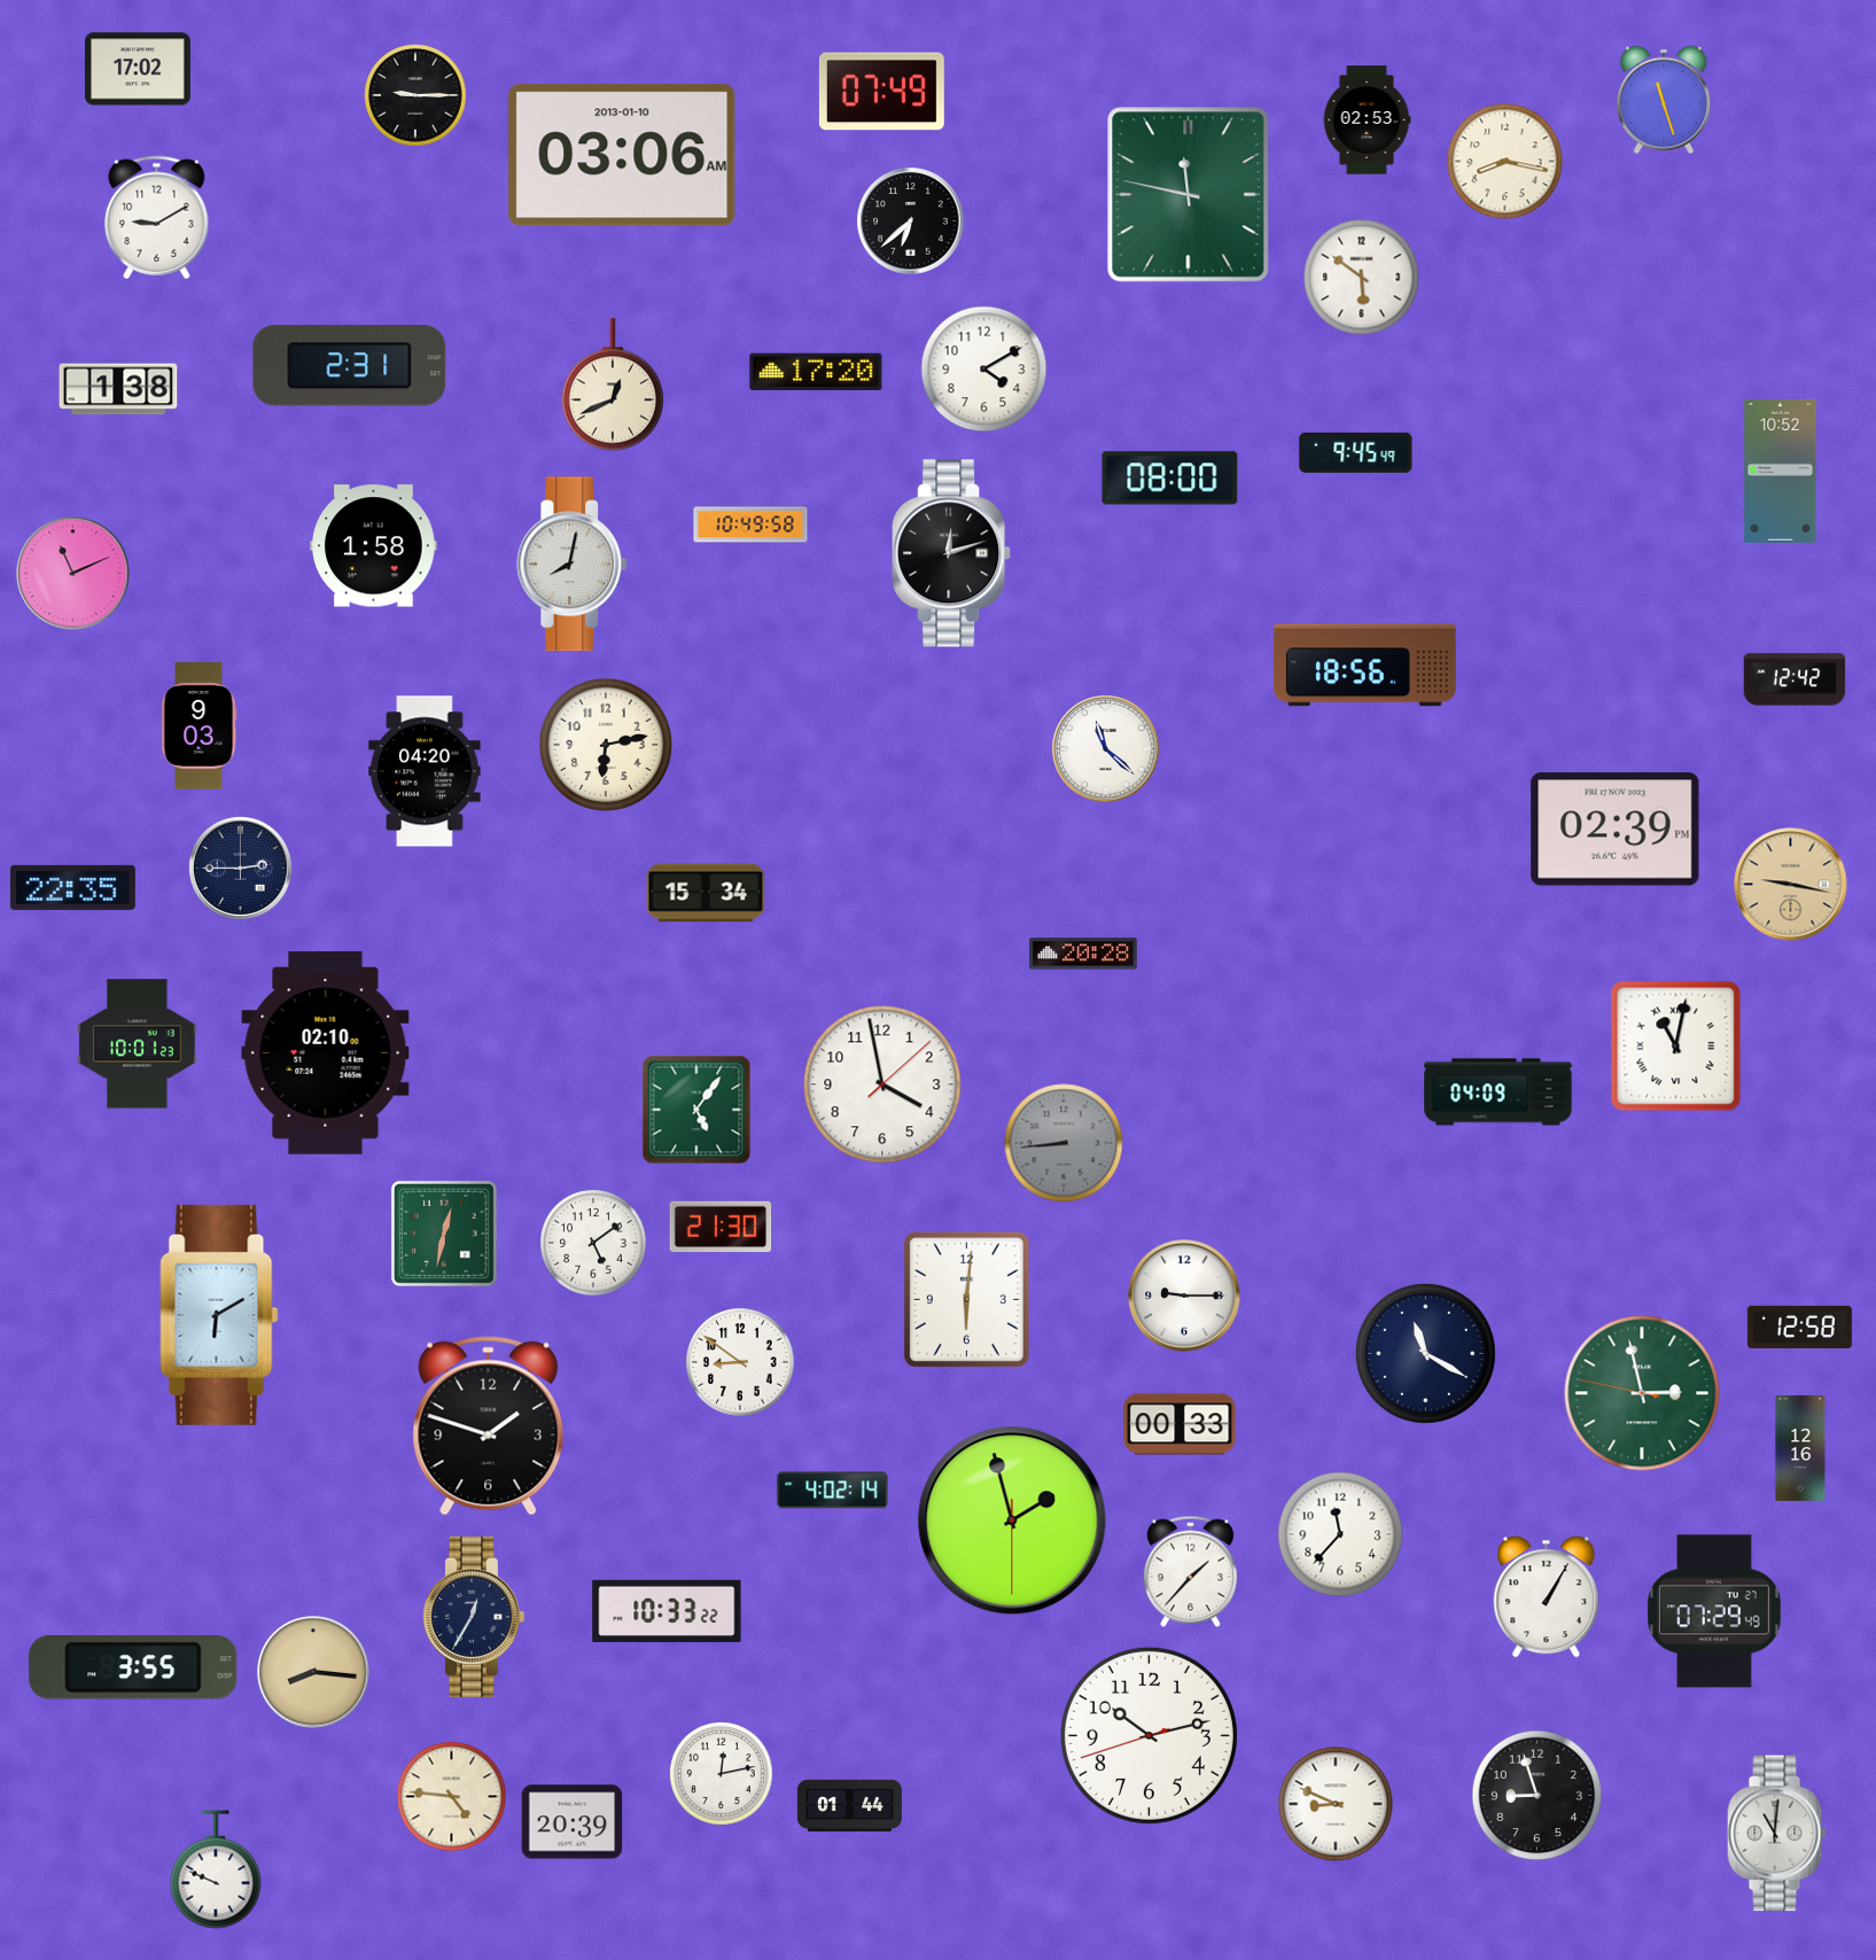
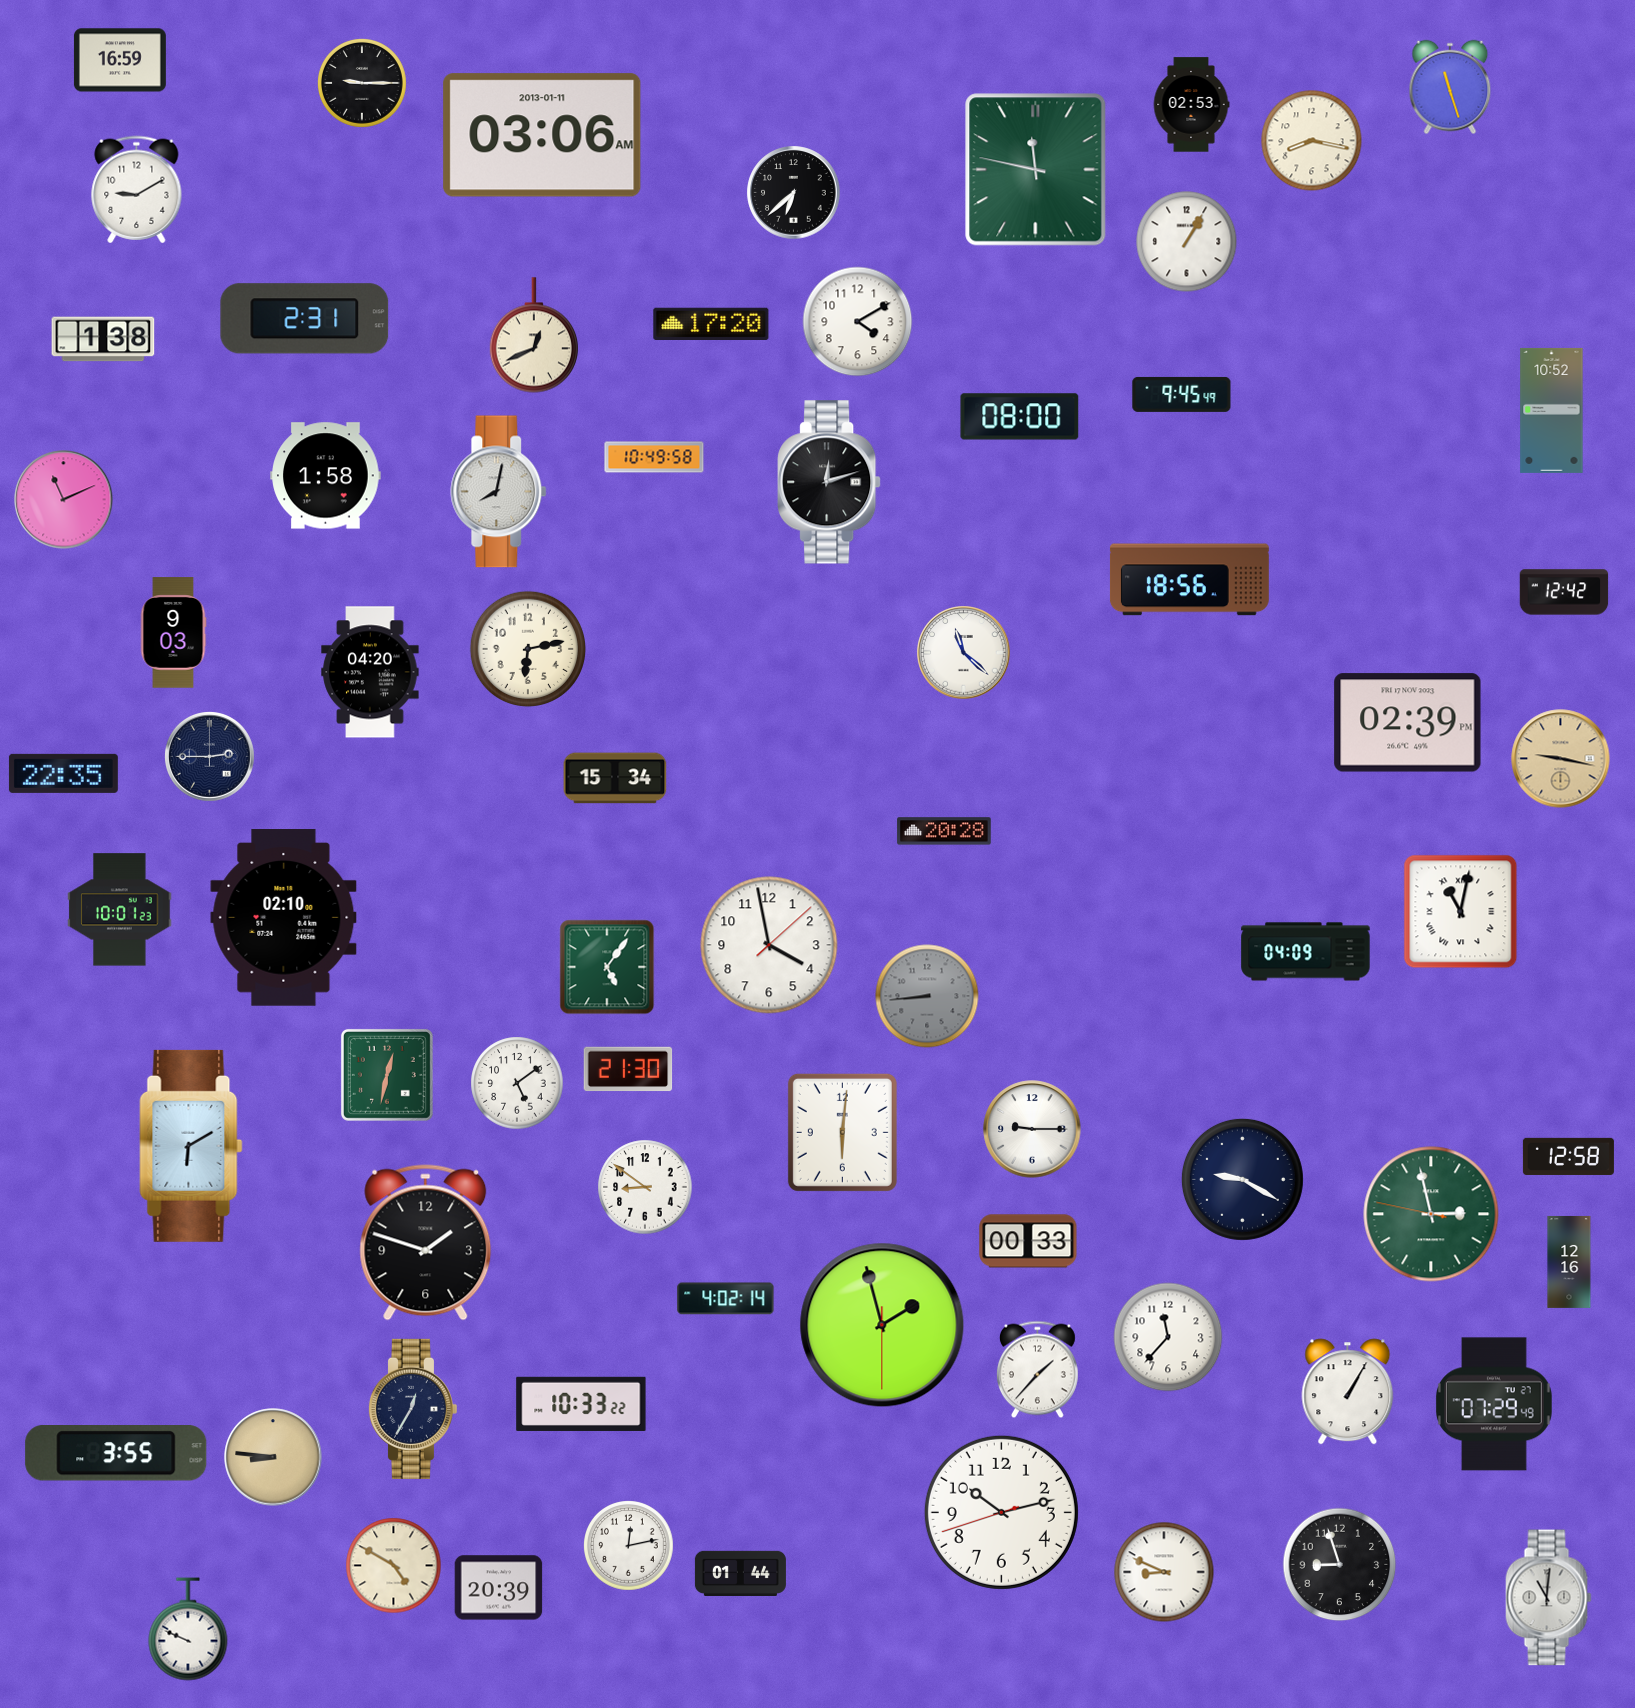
clock at (138, 69): 17:02 -> 16:59
clock at (881, 92): 07:49 -> none
clock at (622, 155) date: 2013-01-10 -> 2013-01-11
clock at (1362, 278): 5:51 -> 1:05
clock at (1791, 885) position: (1791, 885) -> (1561, 759)
clock at (1425, 1353): 11:20 -> 9:20
clock at (313, 1672): 8:16 -> 8:46
clock at (452, 1797): 4:46 -> 4:50
